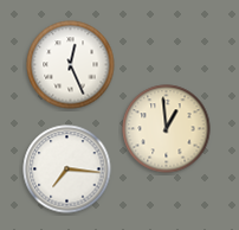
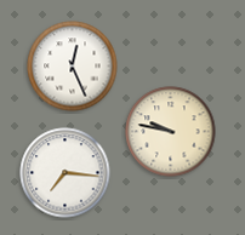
clock at (167, 129): 12:59 -> 9:47
clock at (67, 170) position: (67, 170) -> (65, 173)
